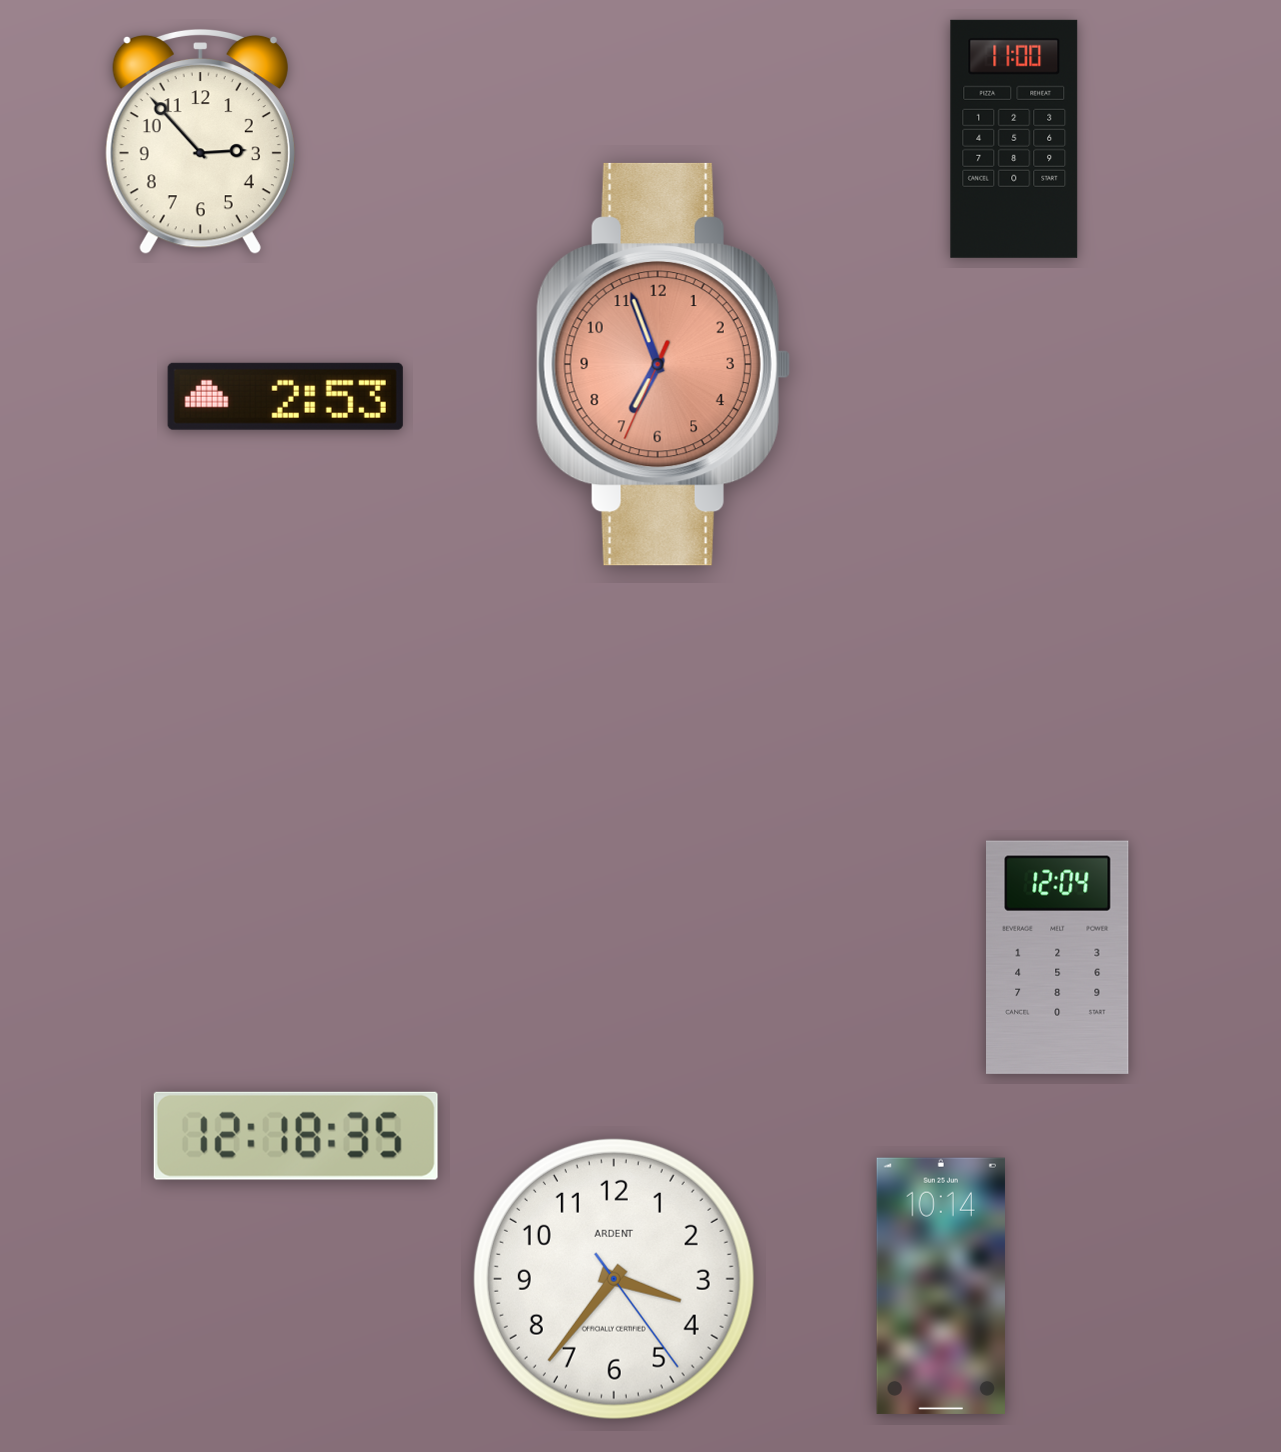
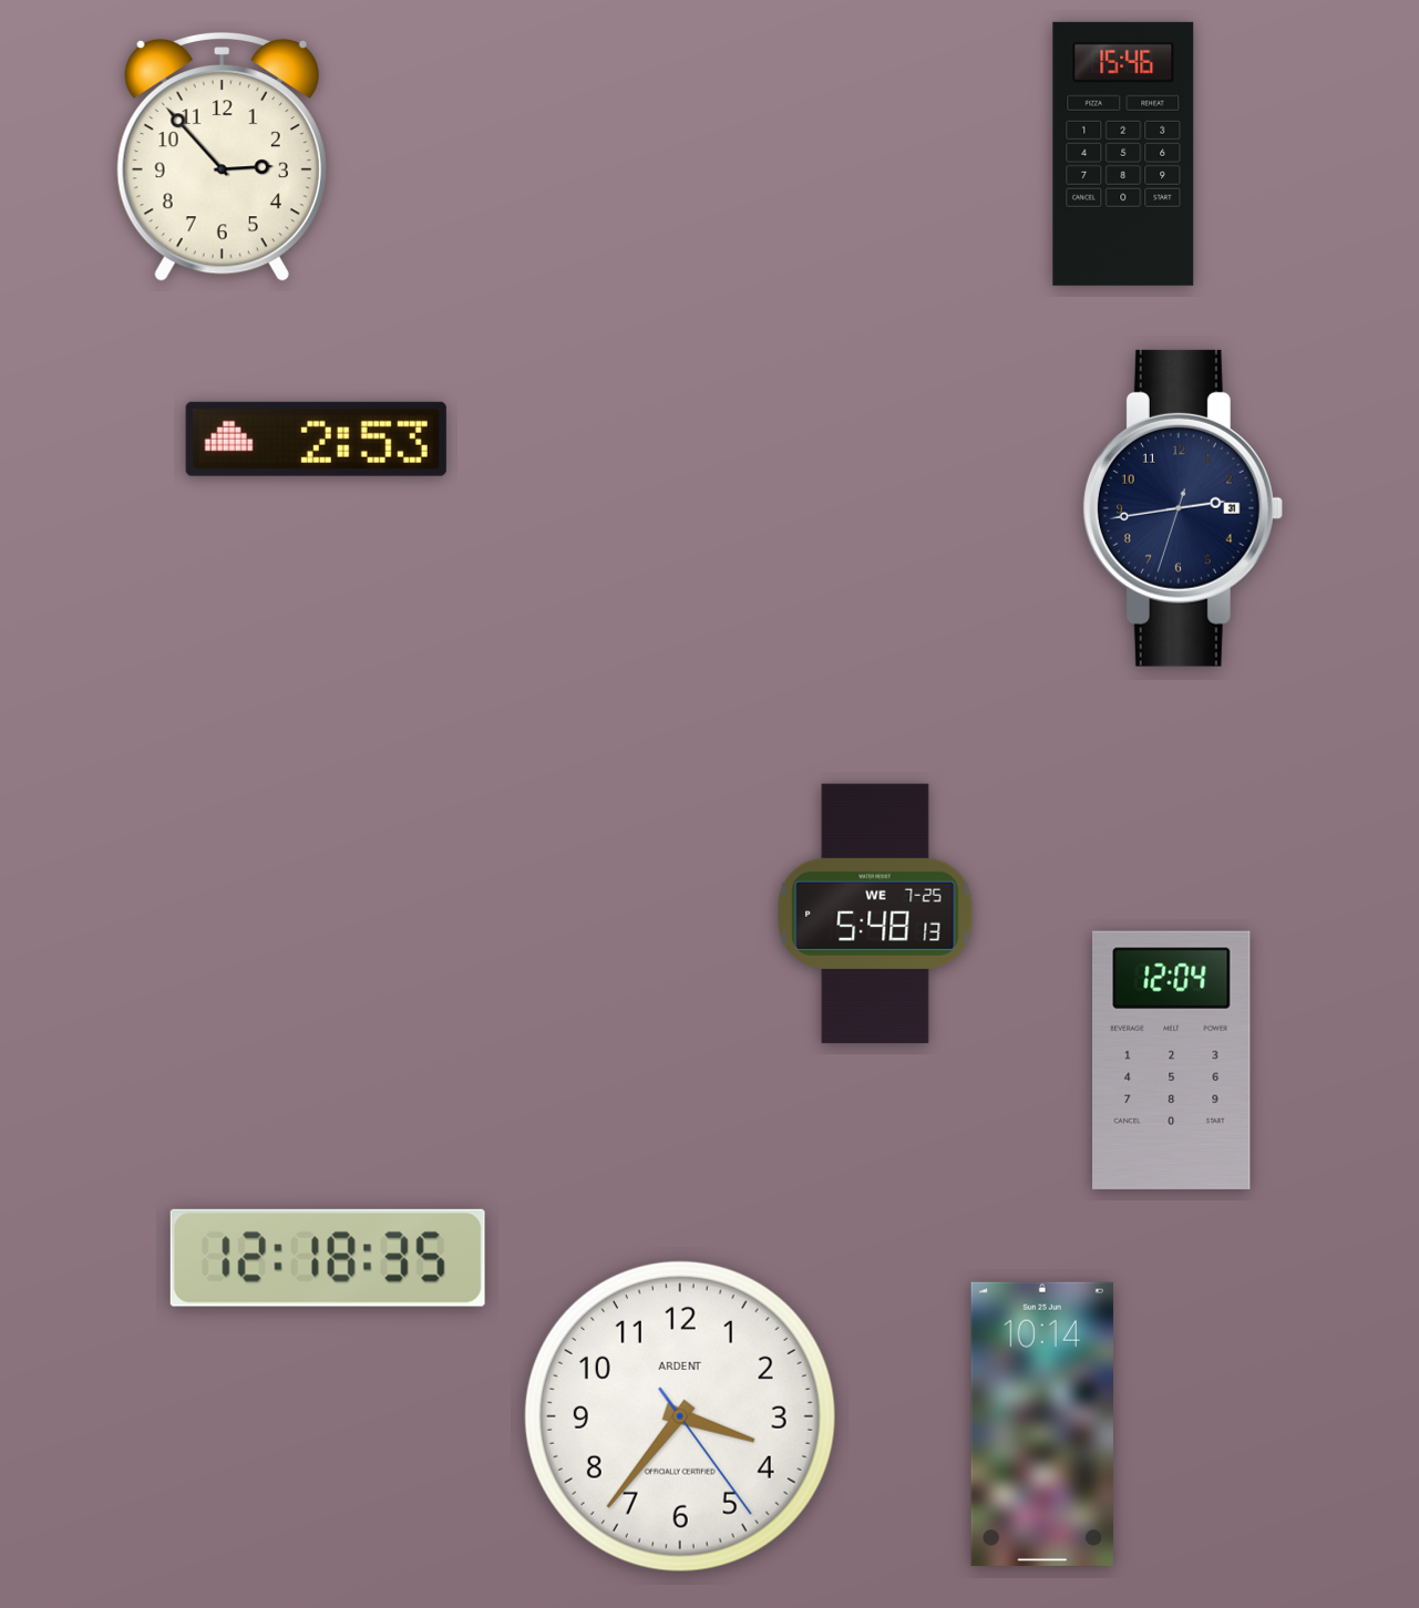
clock at (1014, 139): 11:00 -> 15:46
clock at (663, 364): 6:56 -> none
clock at (1182, 508): none -> 2:43
clock at (875, 914): none -> 5:48
